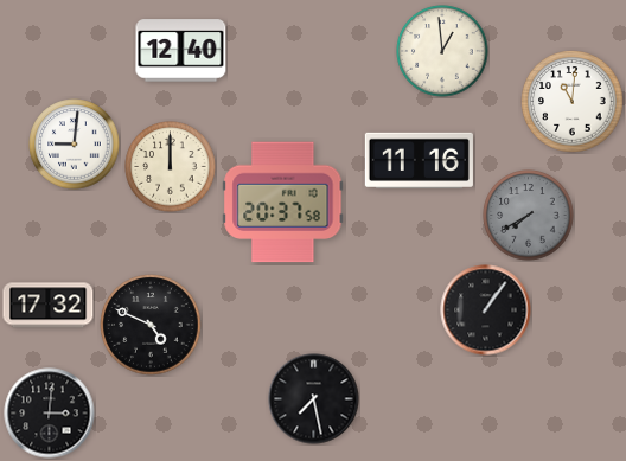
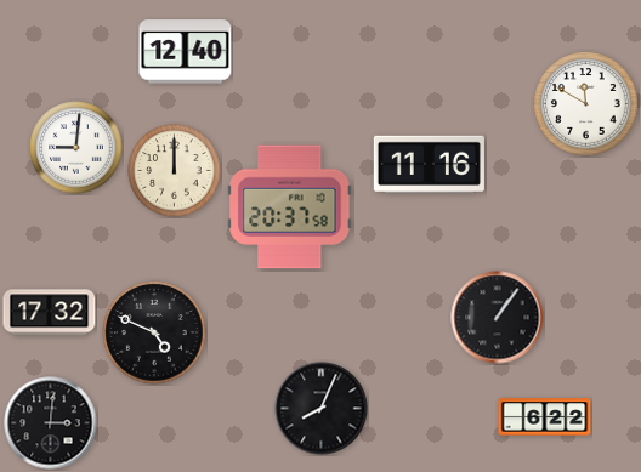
clock at (442, 51): 12:59 -> none
clock at (573, 102): 11:01 -> 11:50
clock at (529, 216): 7:40 -> none
clock at (314, 399): 7:28 -> 8:04
clock at (545, 417): none -> 6:22
